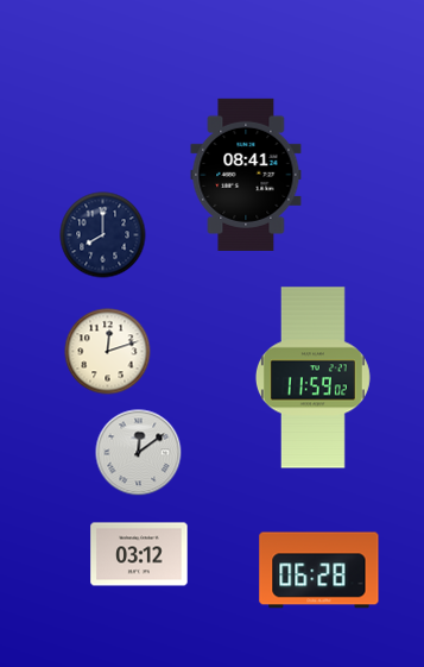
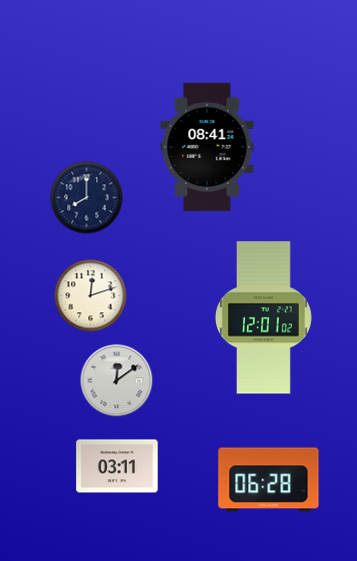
clock at (312, 378): 11:59 -> 12:01
clock at (139, 554): 03:12 -> 03:11
